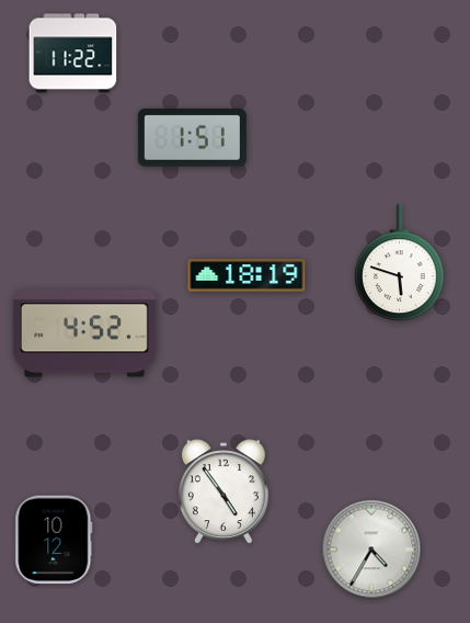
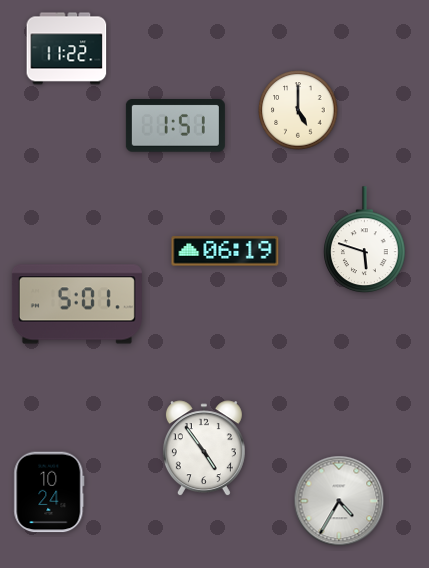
clock at (298, 110): none -> 5:00
clock at (247, 275): 18:19 -> 06:19
clock at (84, 333): 4:52 -> 5:01
clock at (54, 540): 10:12 -> 10:24
